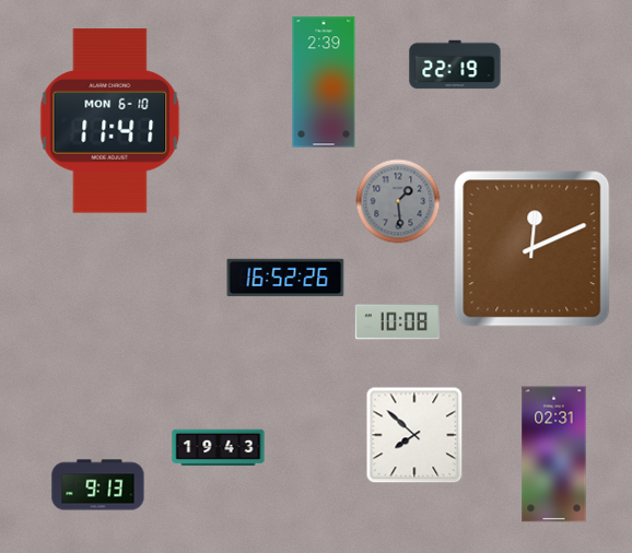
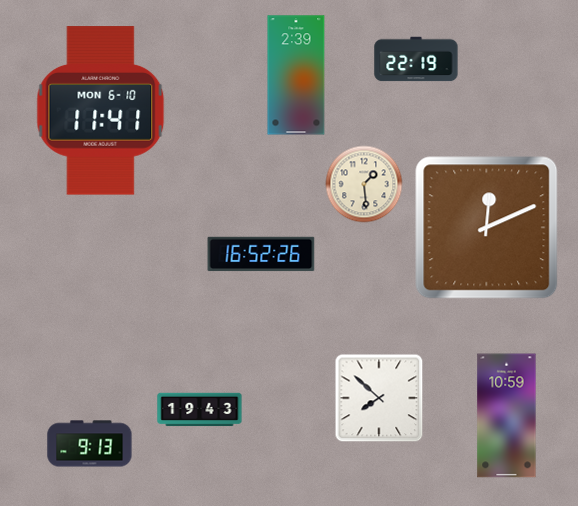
clock at (398, 201) dial: grey -> cream
clock at (397, 322): 10:08 -> none
clock at (554, 455): 02:31 -> 10:59
